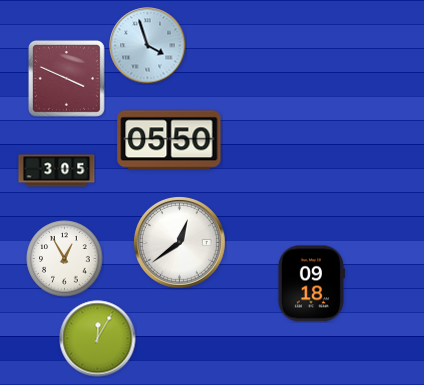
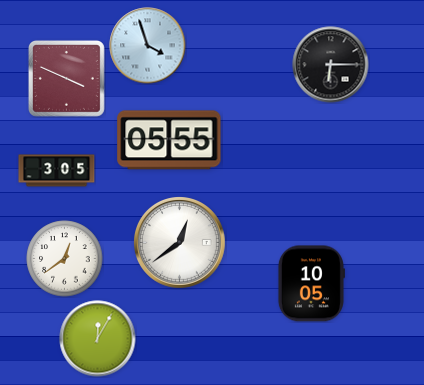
clock at (331, 65): none -> 6:15
clock at (169, 140): 05:50 -> 05:55
clock at (65, 259): 12:55 -> 12:39
clock at (311, 284): 09:18 -> 10:05
